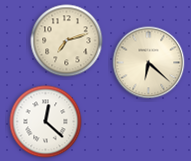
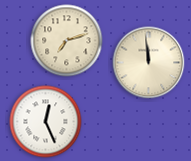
clock at (149, 63): 6:22 -> 11:59
clock at (46, 122): 12:22 -> 12:26
